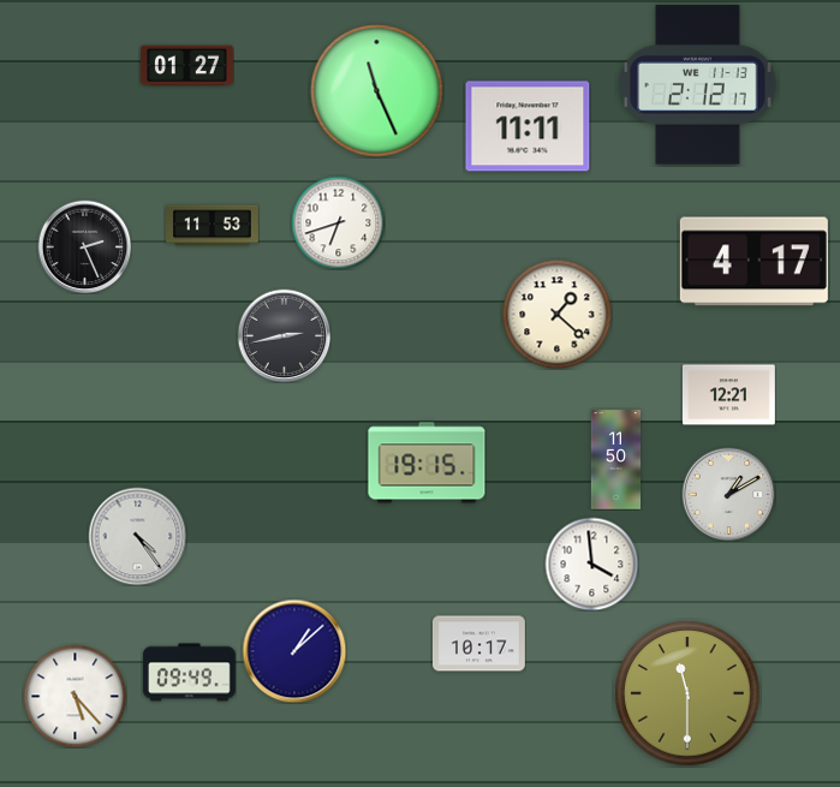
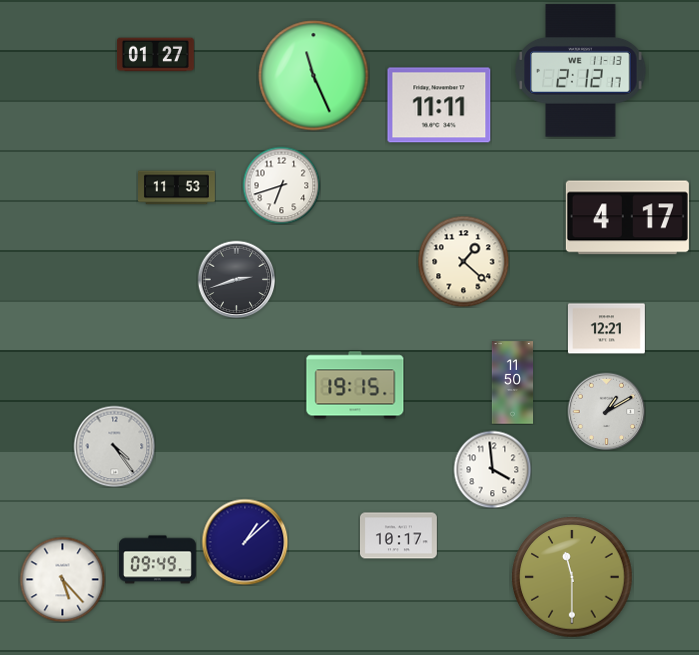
clock at (84, 246): 2:26 -> none
clock at (284, 335): 2:43 -> 2:42
